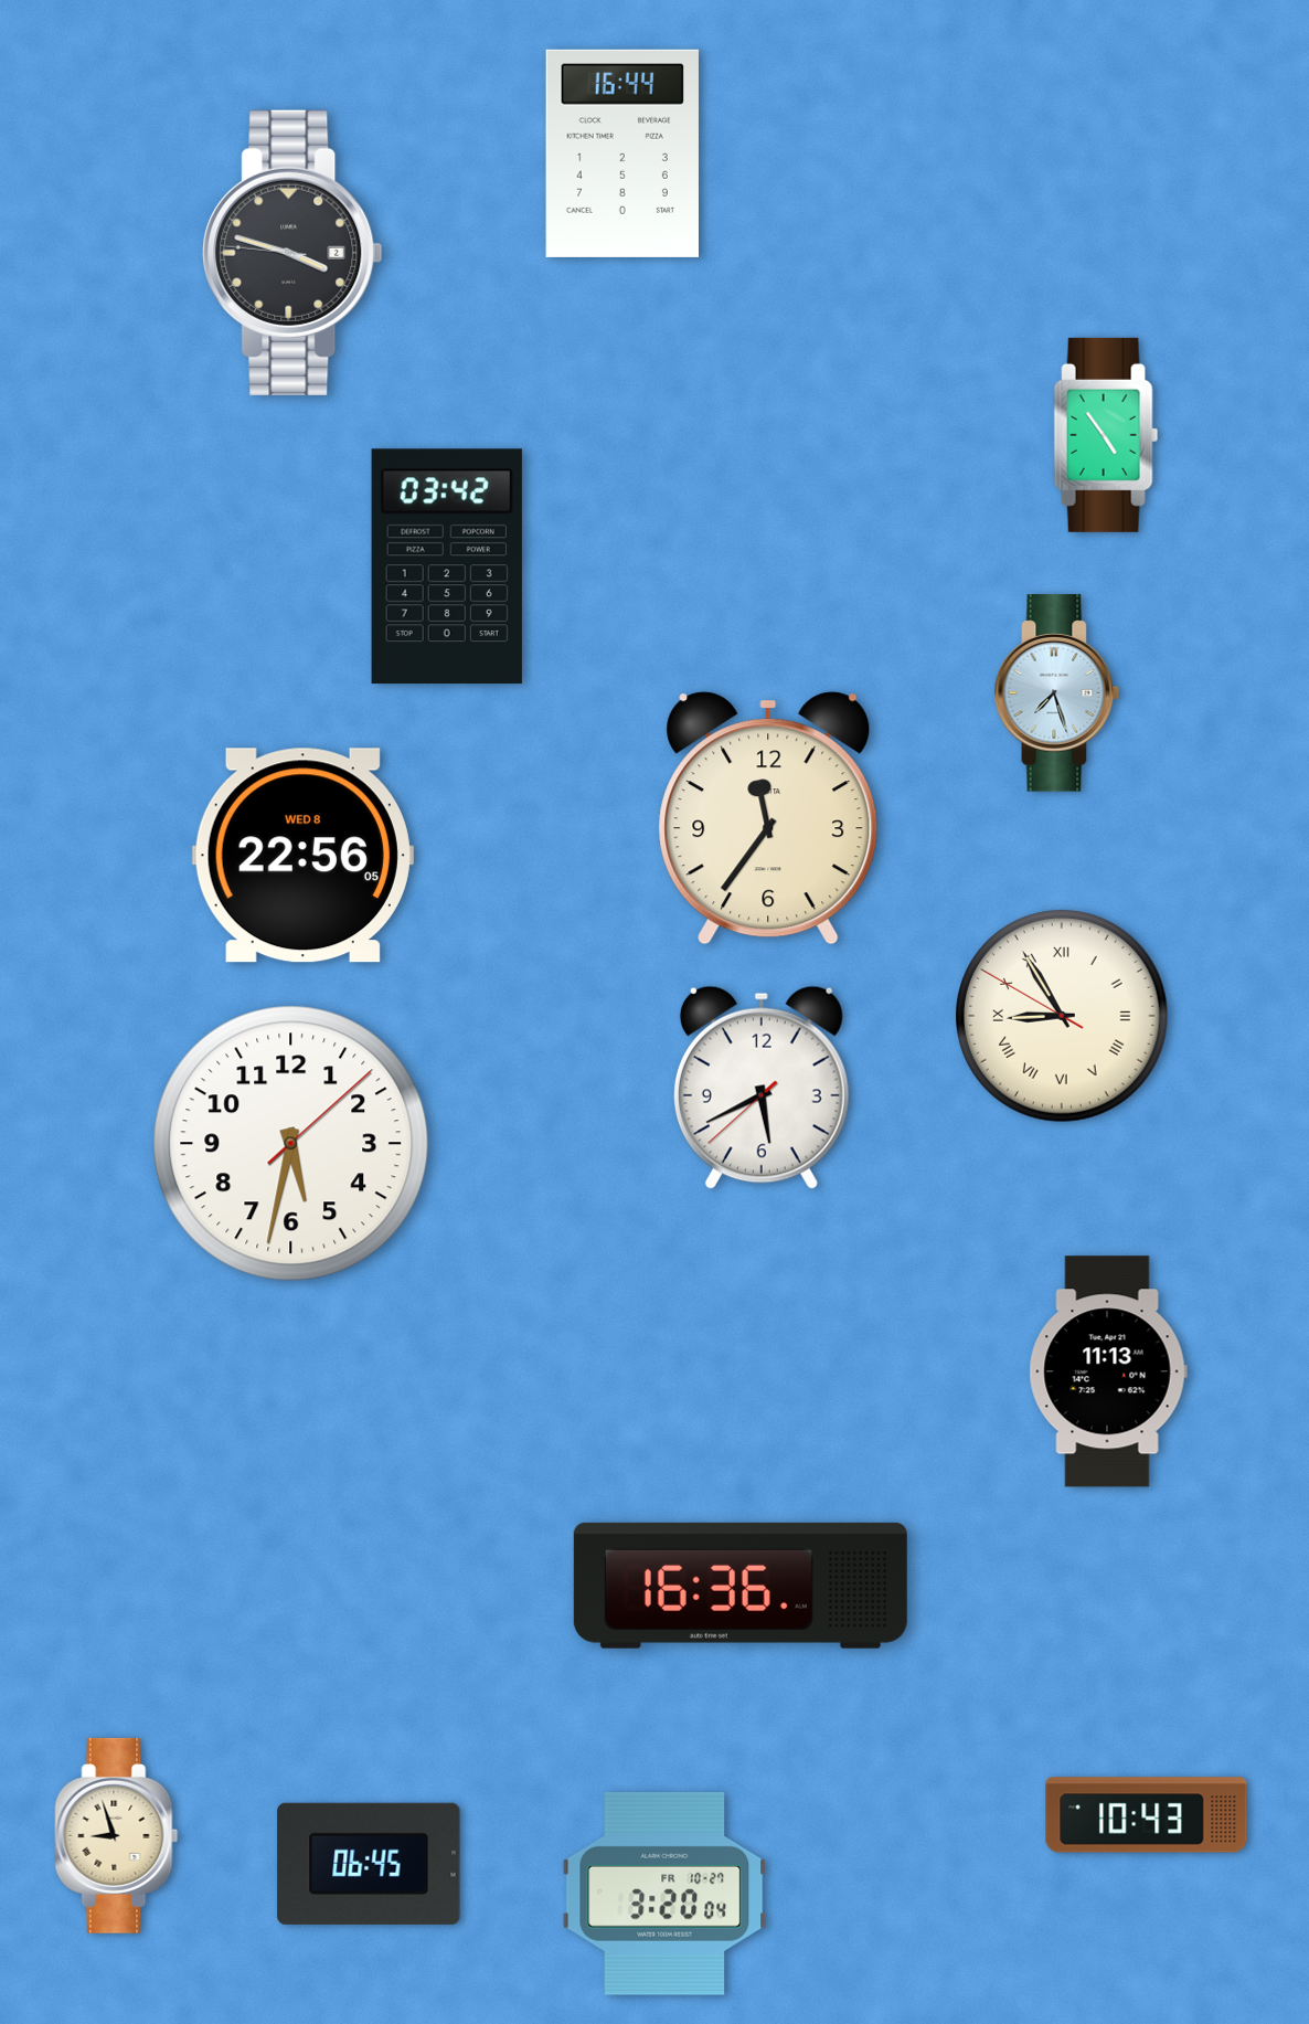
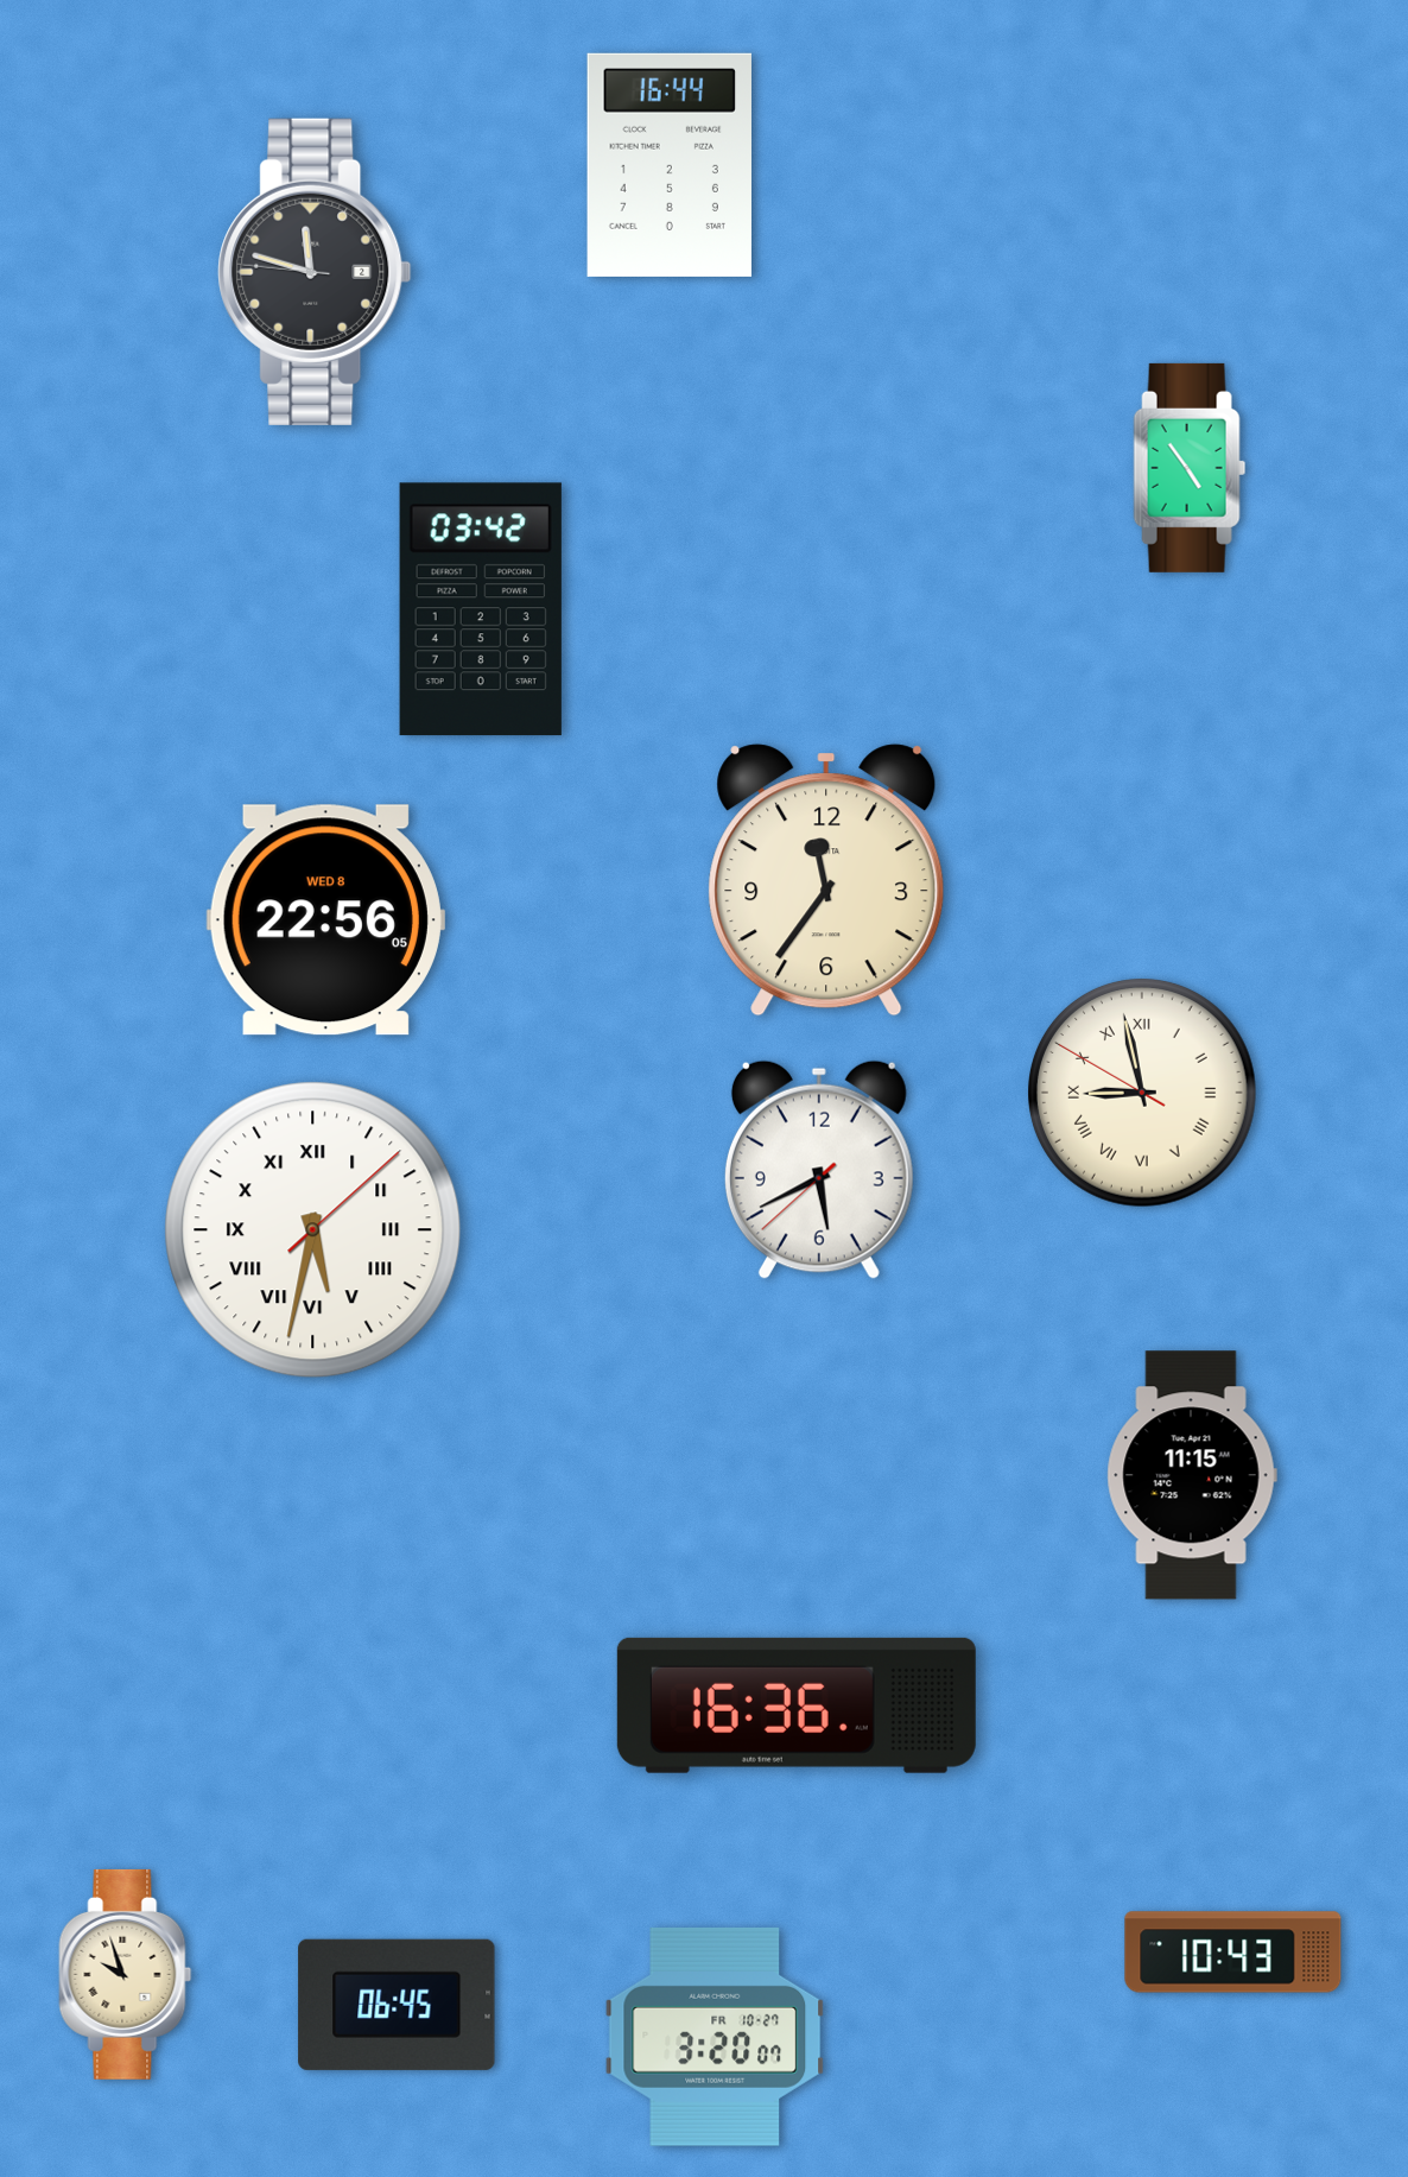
clock at (292, 253): 3:47 -> 11:47
clock at (1057, 693): 7:27 -> none
clock at (1063, 1017): 8:54 -> 8:57
clock at (291, 1144) numerals: Arabic -> Roman
clock at (1108, 1371): 11:13 -> 11:15
clock at (117, 1835): 8:57 -> 9:57
clock at (664, 1894): 3:20:04 -> 3:20:07
